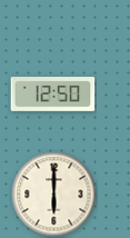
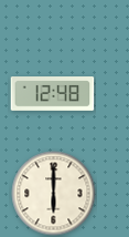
clock at (53, 95): 12:50 -> 12:48
